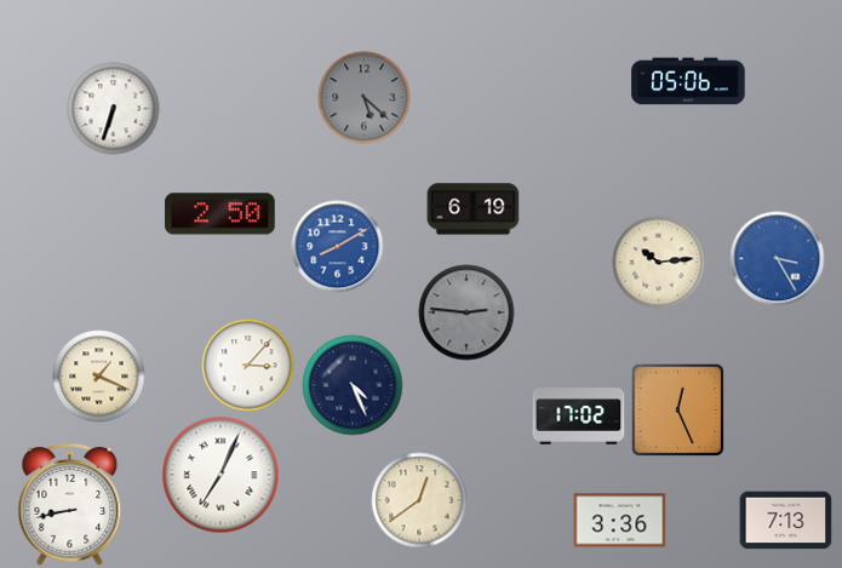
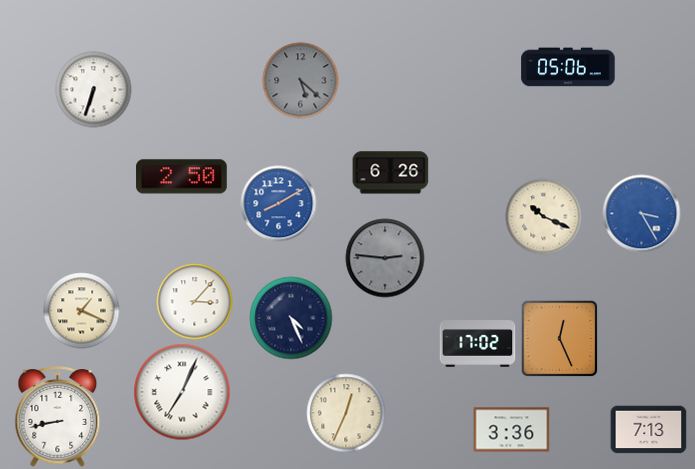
clock at (474, 210): 6:19 -> 6:26
clock at (659, 263): 10:14 -> 10:19
clock at (248, 366) position: (248, 366) -> (195, 302)
clock at (419, 500): 12:39 -> 12:34
